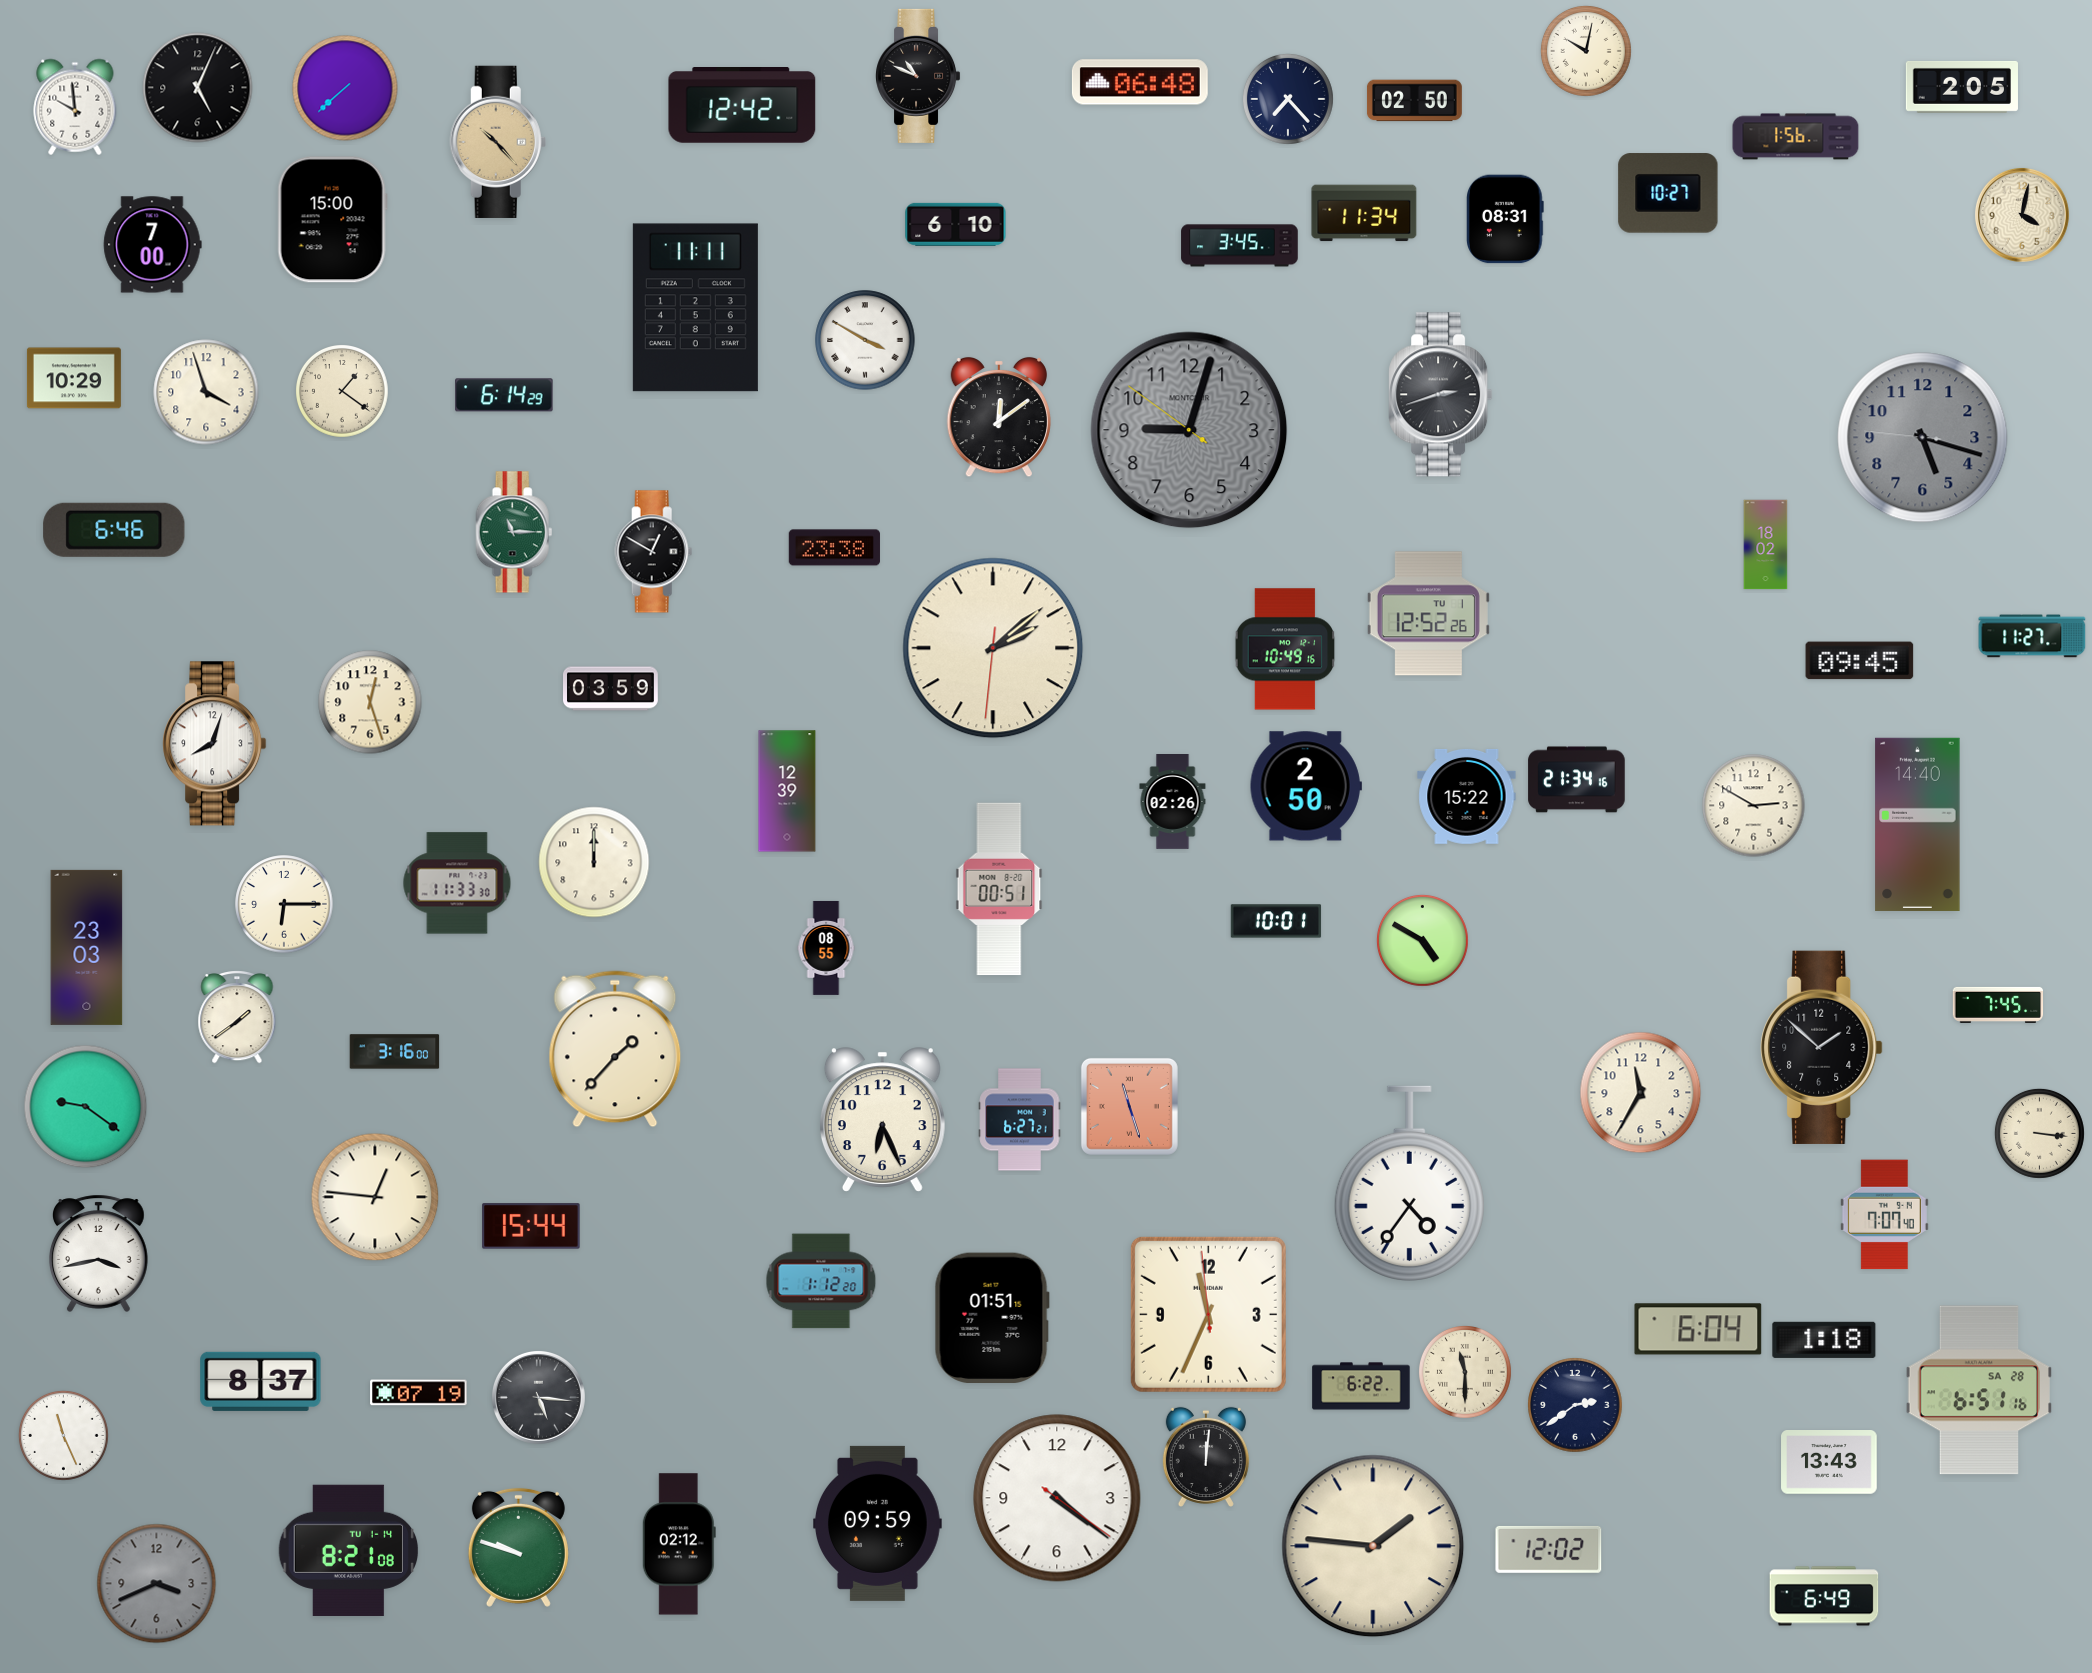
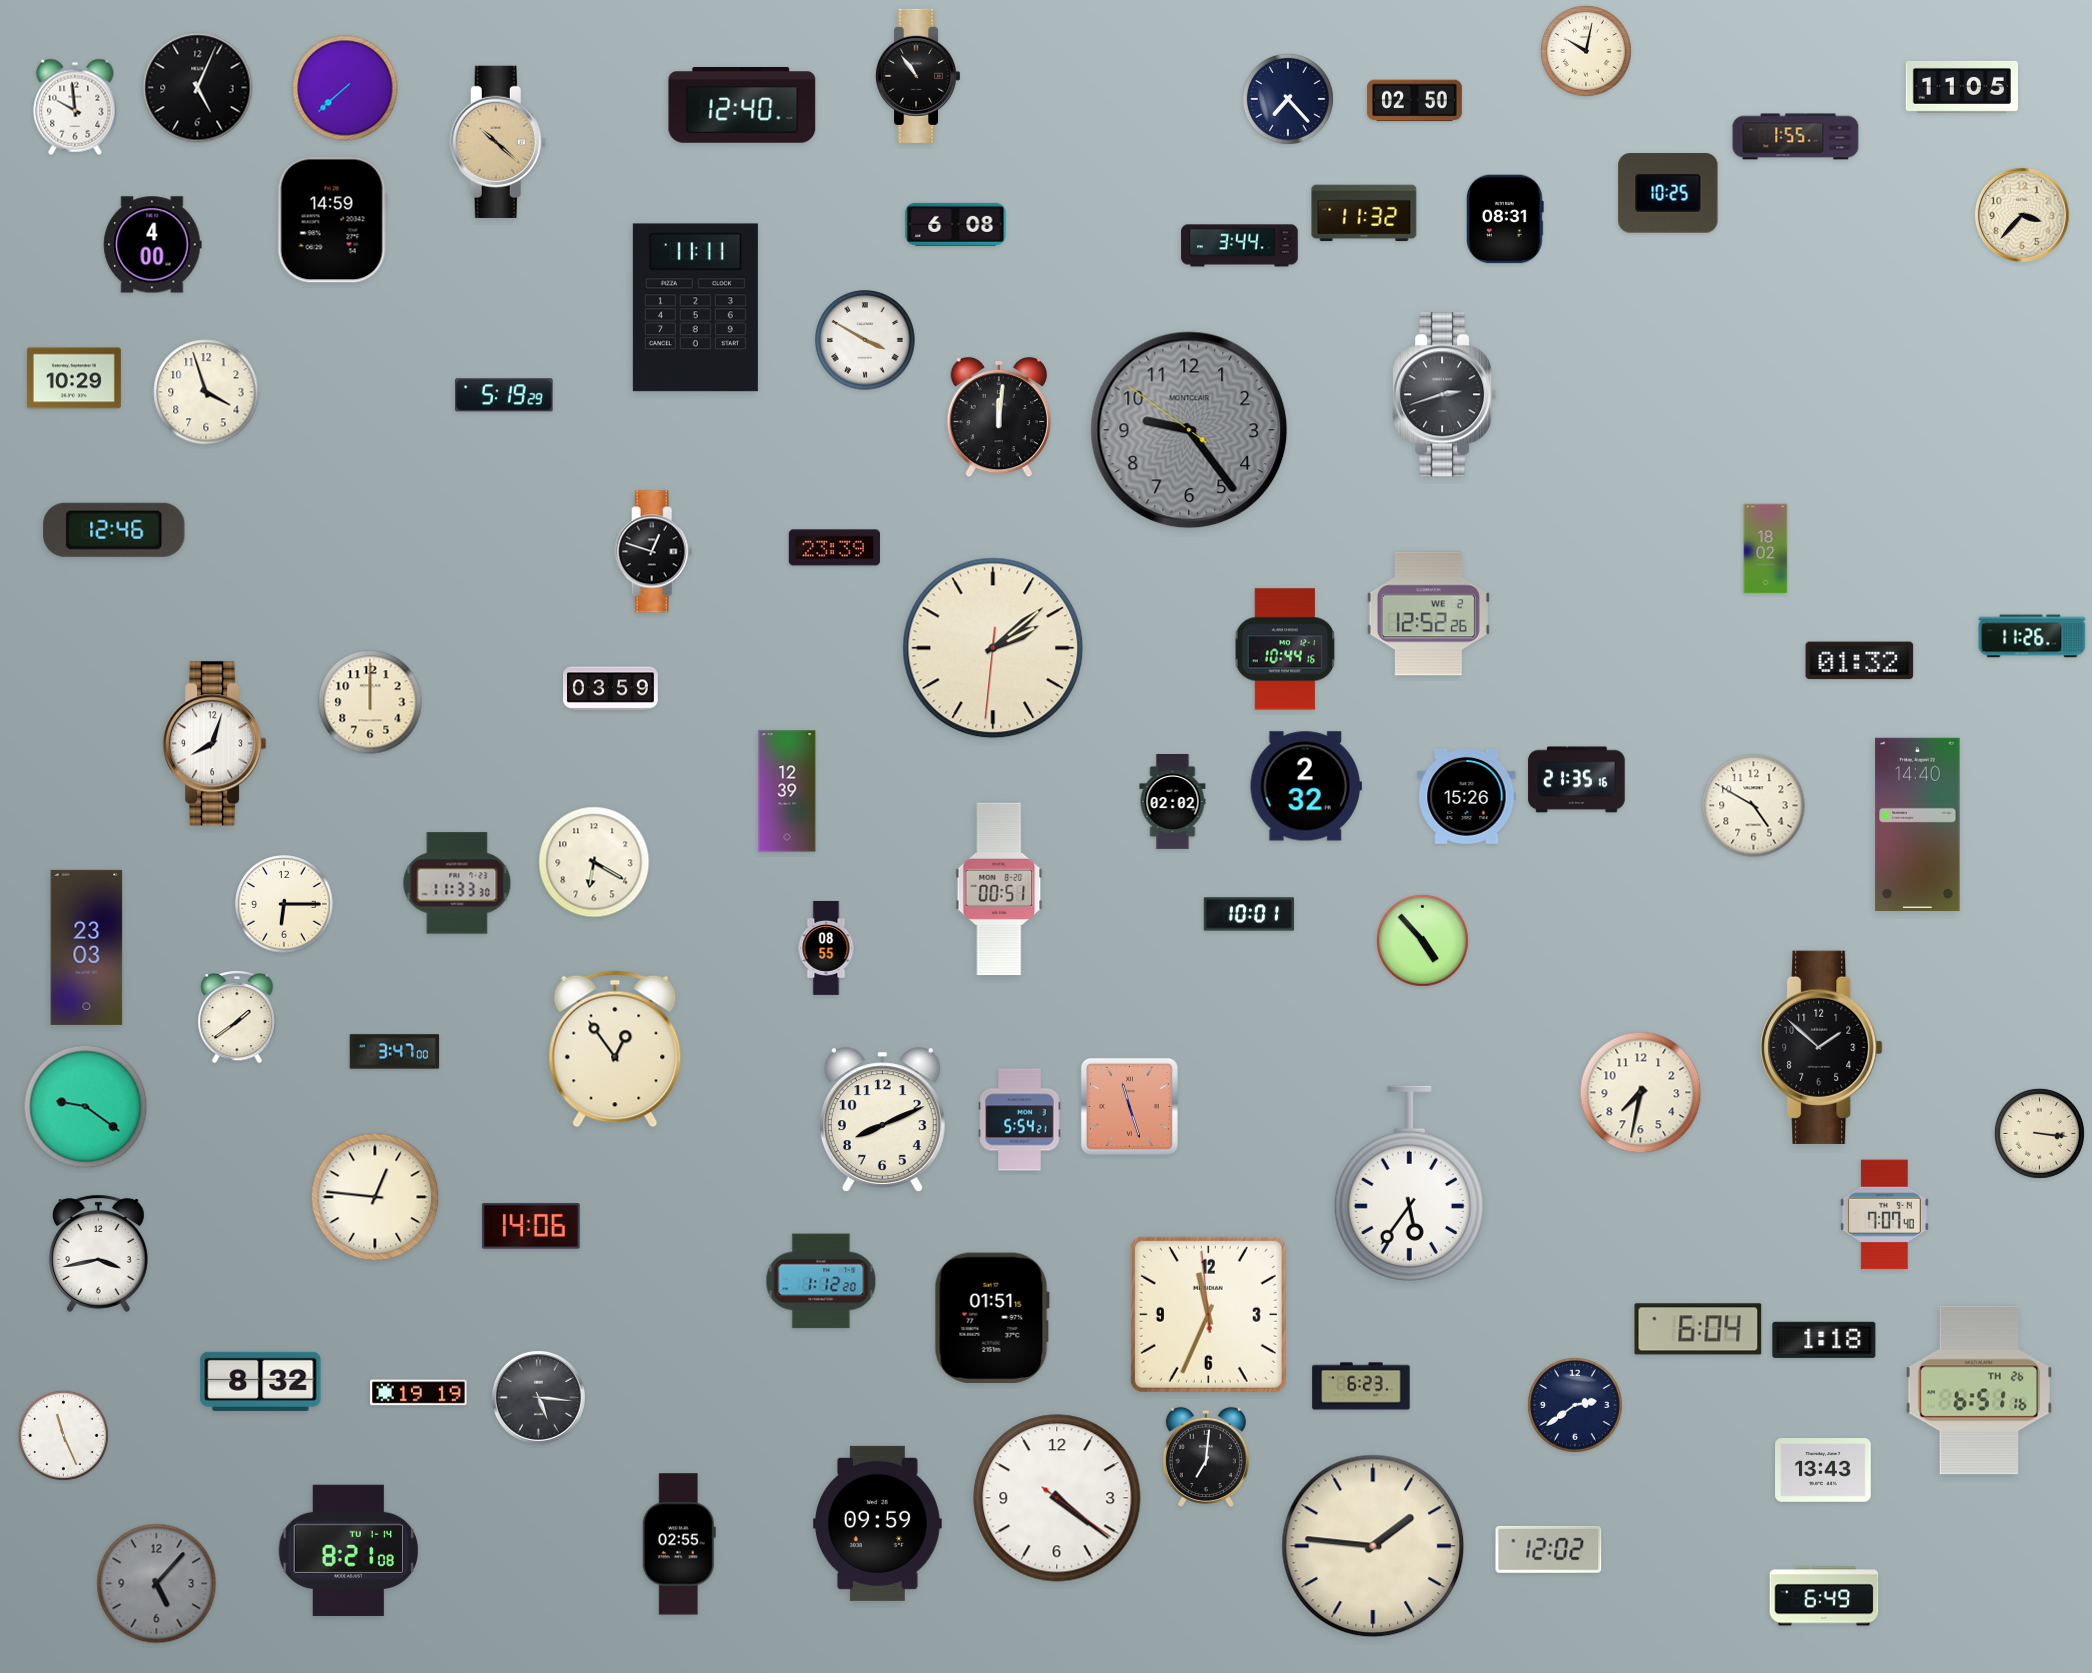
clock at (918, 76): 10:49 -> 10:54
clock at (1140, 82): 06:48 -> none
clock at (1962, 87): 2:05 -> 11:05
clock at (742, 106): 12:42 -> 12:40
clock at (1796, 137): 1:56 -> 1:55
clock at (498, 142): 10:23 -> 10:22
clock at (1668, 193): 10:27 -> 10:25
clock at (1364, 213): 11:34 -> 11:32
clock at (2022, 215): 4:02 -> 3:37
clock at (332, 220): 15:00 -> 14:59
clock at (956, 224): 6:10 -> 6:08
clock at (153, 245): 7:00 -> 4:00
clock at (1240, 246): 3:45 -> 3:44
clock at (343, 392): 1:21 -> none
clock at (504, 395): 6:14 -> 5:19
clock at (1441, 395) position: (1441, 395) -> (1445, 395)
clock at (999, 417): 12:09 -> 12:01
clock at (1189, 430): 9:02 -> 9:23
clock at (1923, 438): 5:17 -> none
clock at (114, 530): 6:46 -> 12:46
clock at (514, 532): 11:15 -> none
clock at (1766, 545) position: (1766, 545) -> (1766, 549)
clock at (834, 548): 23:38 -> 23:39
clock at (654, 552): 12:50 -> 12:48
clock at (1428, 614) date: TU 1 -> WE 2
clock at (2032, 636): 11:27 -> 11:26
clock at (1285, 649): 10:49 -> 10:44
clock at (1860, 661): 09:45 -> 01:32
clock at (370, 702): 12:27 -> 12:00
clock at (1577, 780): 21:34 -> 21:35
clock at (1306, 786): 2:50 -> 2:32
clock at (1467, 796): 15:22 -> 15:26
clock at (1173, 802): 02:26 -> 02:02
clock at (1754, 806): 2:50 -> 4:50
clock at (594, 862): 12:00 -> 6:20
clock at (1276, 921) position: (1276, 921) -> (1249, 914)
clock at (1422, 940): 4:50 -> 4:53
clock at (1998, 1005): 7:45 -> none
clock at (615, 1049): 1:37 -> 12:54
clock at (395, 1052): 3:16 -> 3:47
clock at (1641, 1093): 11:35 -> 7:32
clock at (882, 1120): 6:26 -> 8:11
clock at (1020, 1120): 6:27 -> 5:54
clock at (1409, 1183): 4:36 -> 5:36
clock at (531, 1226): 15:44 -> 14:06
clock at (1466, 1373): 11:30 -> none
clock at (261, 1381): 8:37 -> 8:32
clock at (1361, 1386): 6:22 -> 6:23
clock at (1978, 1390) date: SA 28 -> TH 26
clock at (419, 1393): 07:19 -> 19:19
clock at (1206, 1456): 12:01 -> 7:01
clock at (1829, 1462) position: (1829, 1462) -> (1823, 1470)
clock at (679, 1544): 02:12 -> 02:55
clock at (518, 1547): 9:48 -> none
clock at (157, 1584): 3:41 -> 5:07
